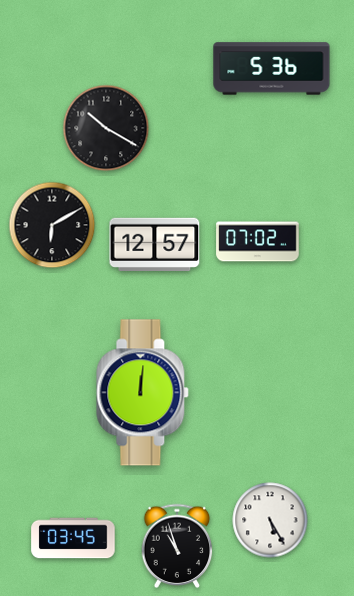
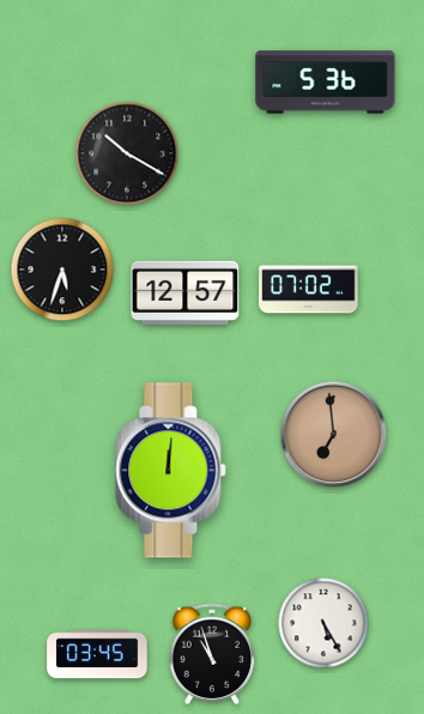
clock at (52, 225): 6:10 -> 5:33
clock at (334, 435): none -> 6:59
clock at (73, 538) position: (73, 538) -> (97, 654)
